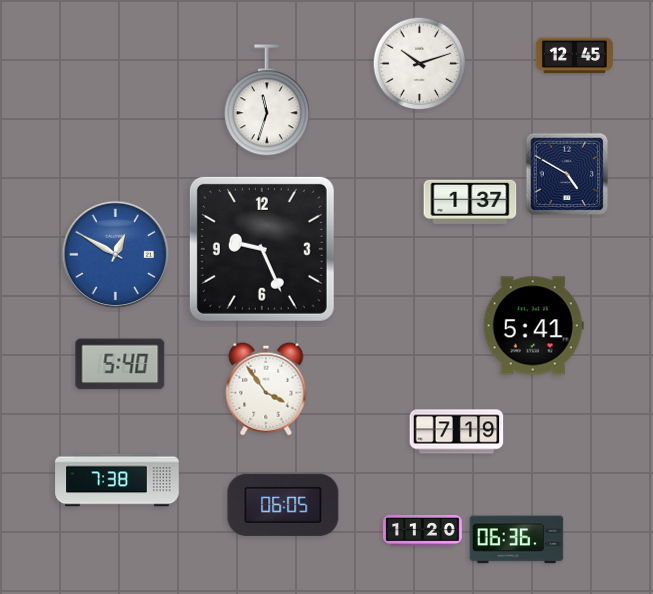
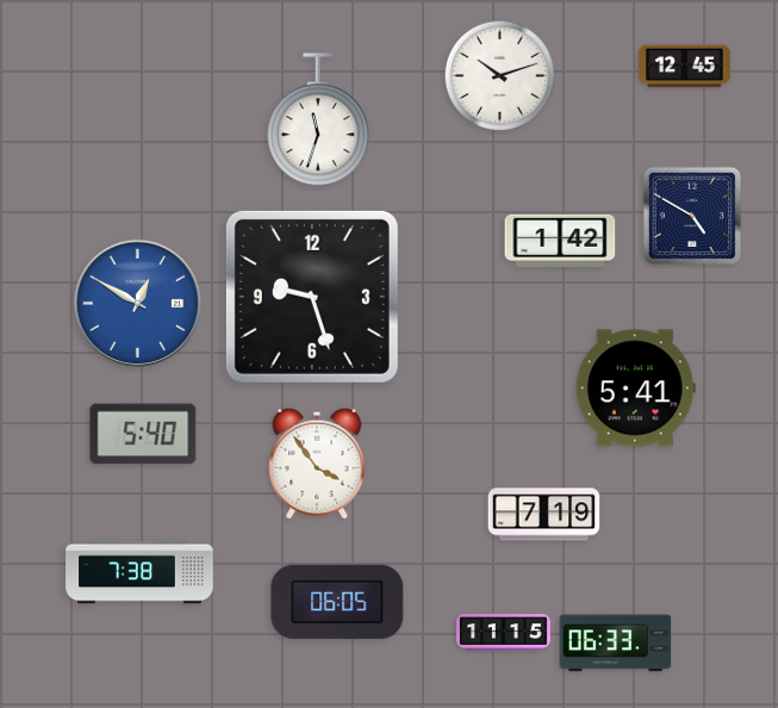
clock at (567, 174) position: (567, 174) -> (692, 216)
clock at (470, 202): 1:37 -> 1:42
clock at (262, 249): 9:26 -> 9:27
clock at (423, 531): 11:20 -> 11:15
clock at (517, 540): 06:36 -> 06:33
